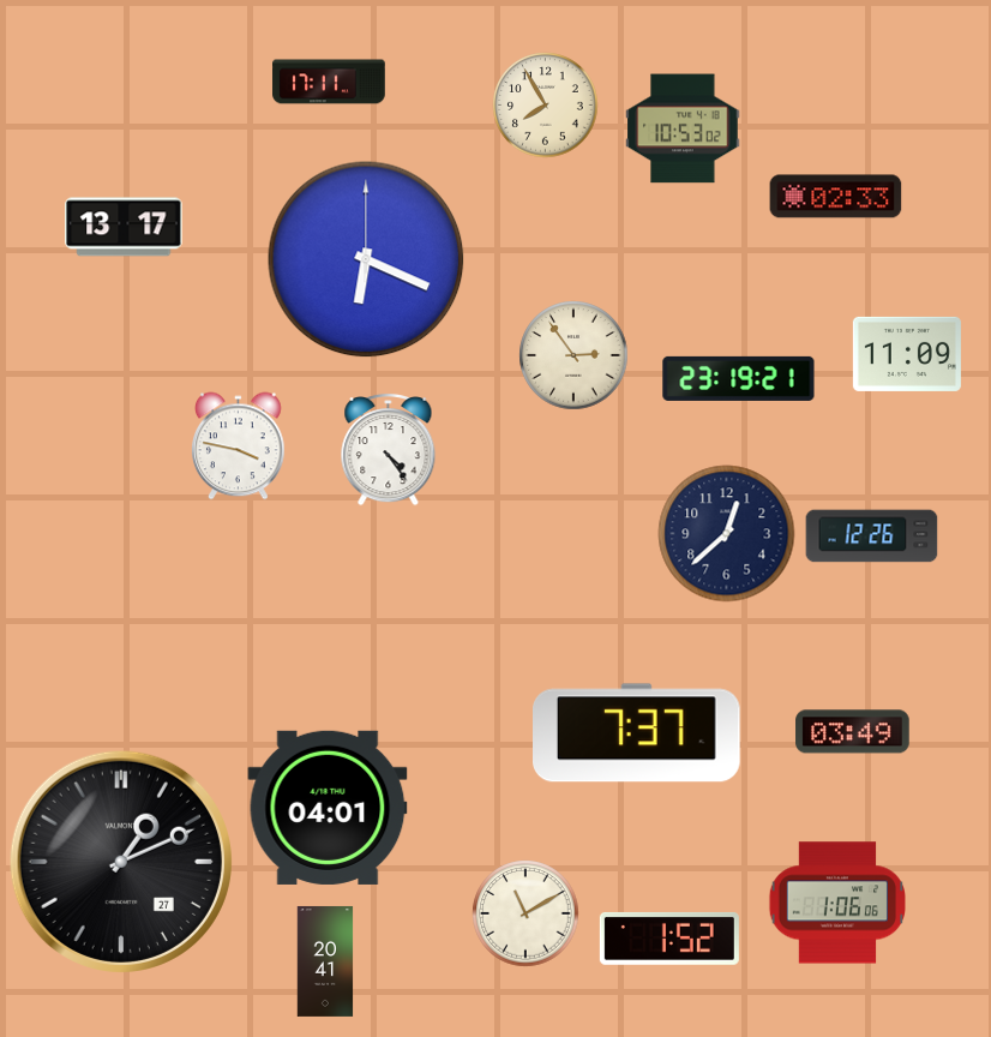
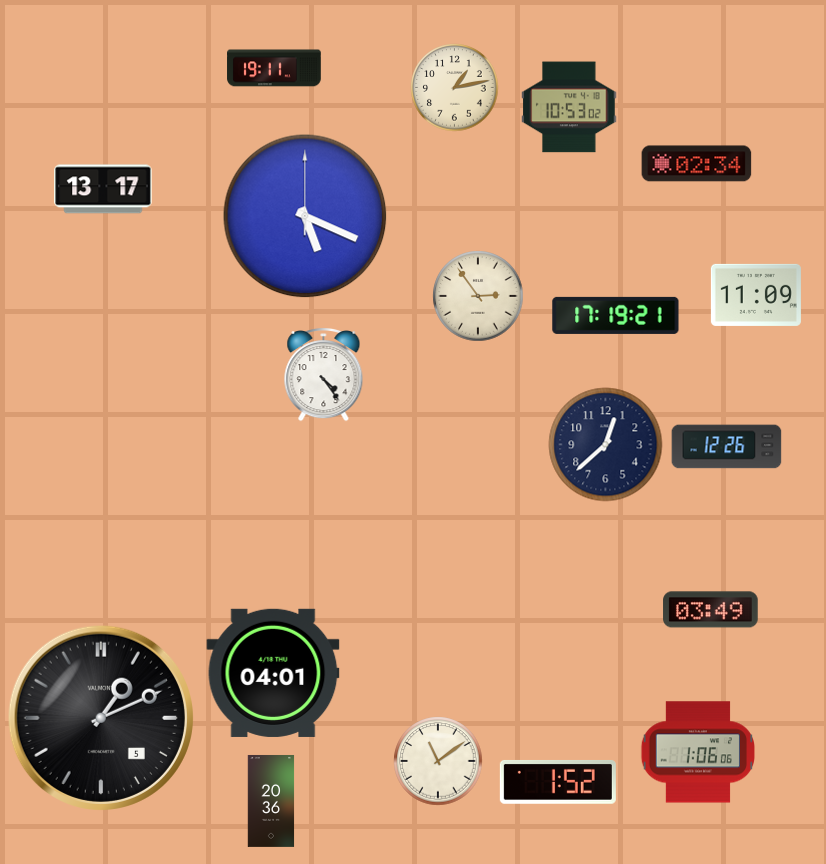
clock at (329, 82): 17:11 -> 19:11
clock at (546, 106): 7:55 -> 1:13
clock at (836, 197): 02:33 -> 02:34
clock at (366, 259): 6:19 -> 5:19
clock at (739, 378): 23:19 -> 17:19
clock at (239, 446): 3:47 -> none
clock at (637, 733): 7:37 -> none
clock at (121, 862) date: 27 -> 5
clock at (525, 913): 11:10 -> 11:09
clock at (325, 961): 20:41 -> 20:36
